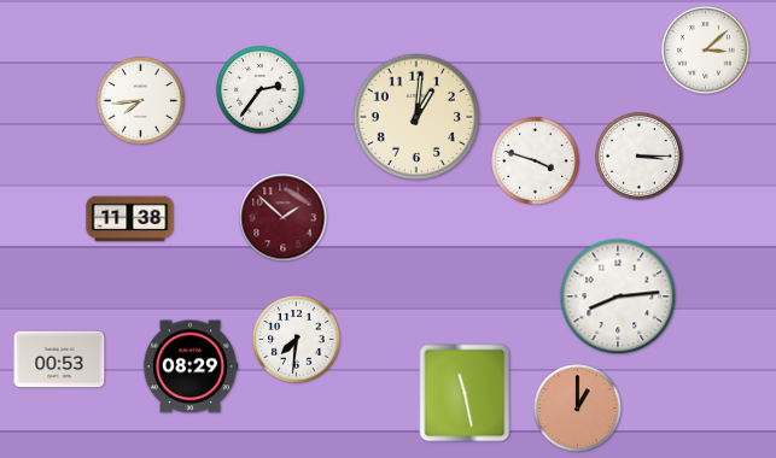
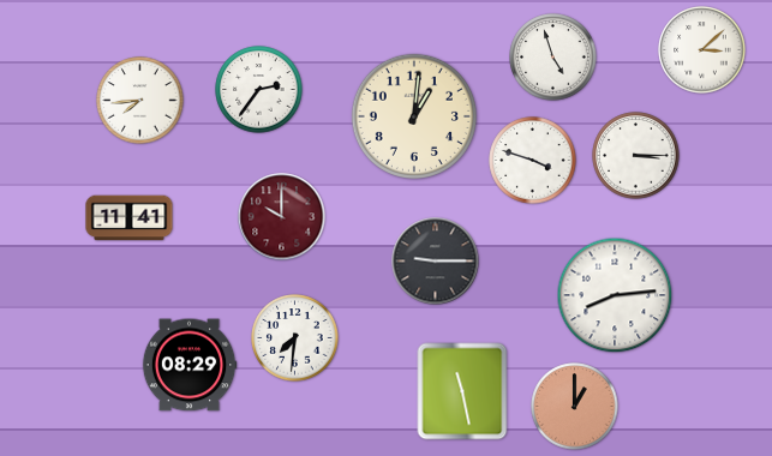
clock at (553, 58): none -> 4:57
clock at (284, 218): 1:52 -> 10:00
clock at (130, 219): 11:38 -> 11:41
clock at (436, 262): none -> 9:15
clock at (59, 359): 00:53 -> none
